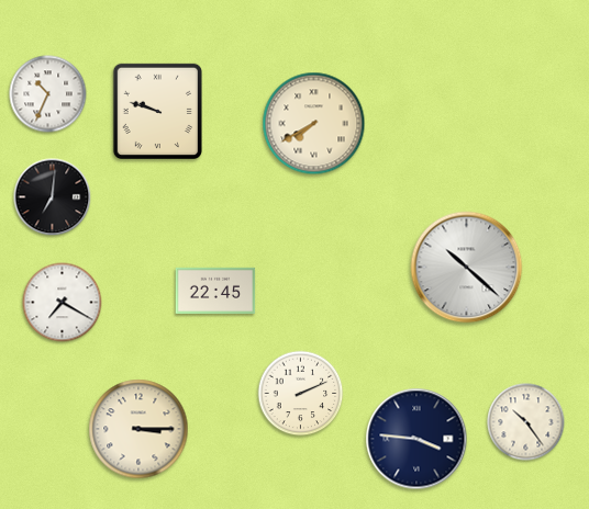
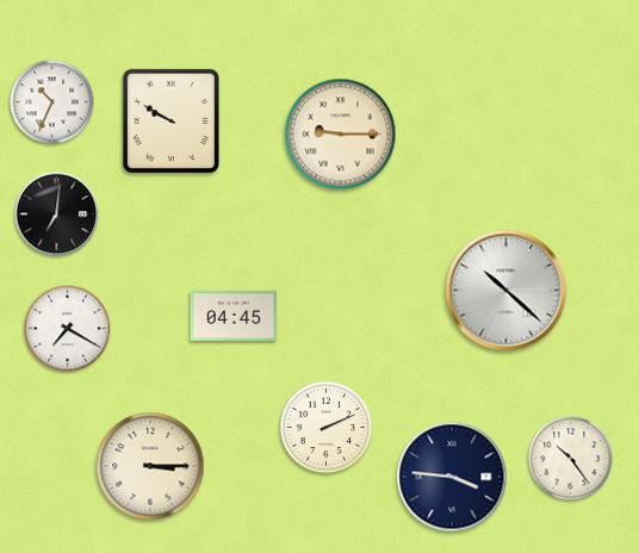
clock at (157, 111): 9:48 -> 9:50
clock at (314, 124): 7:40 -> 9:15
clock at (215, 290): 22:45 -> 04:45
